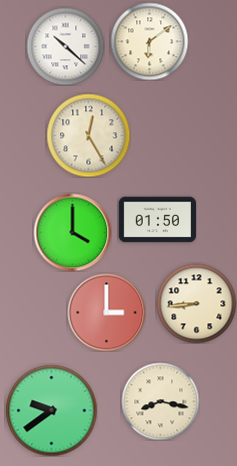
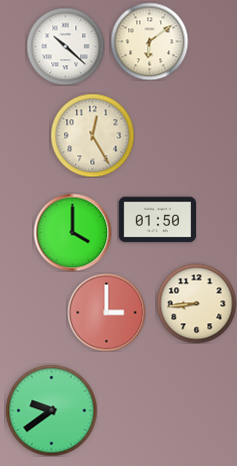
clock at (88, 135) position: (88, 135) -> (92, 135)
clock at (160, 401): 8:17 -> none
